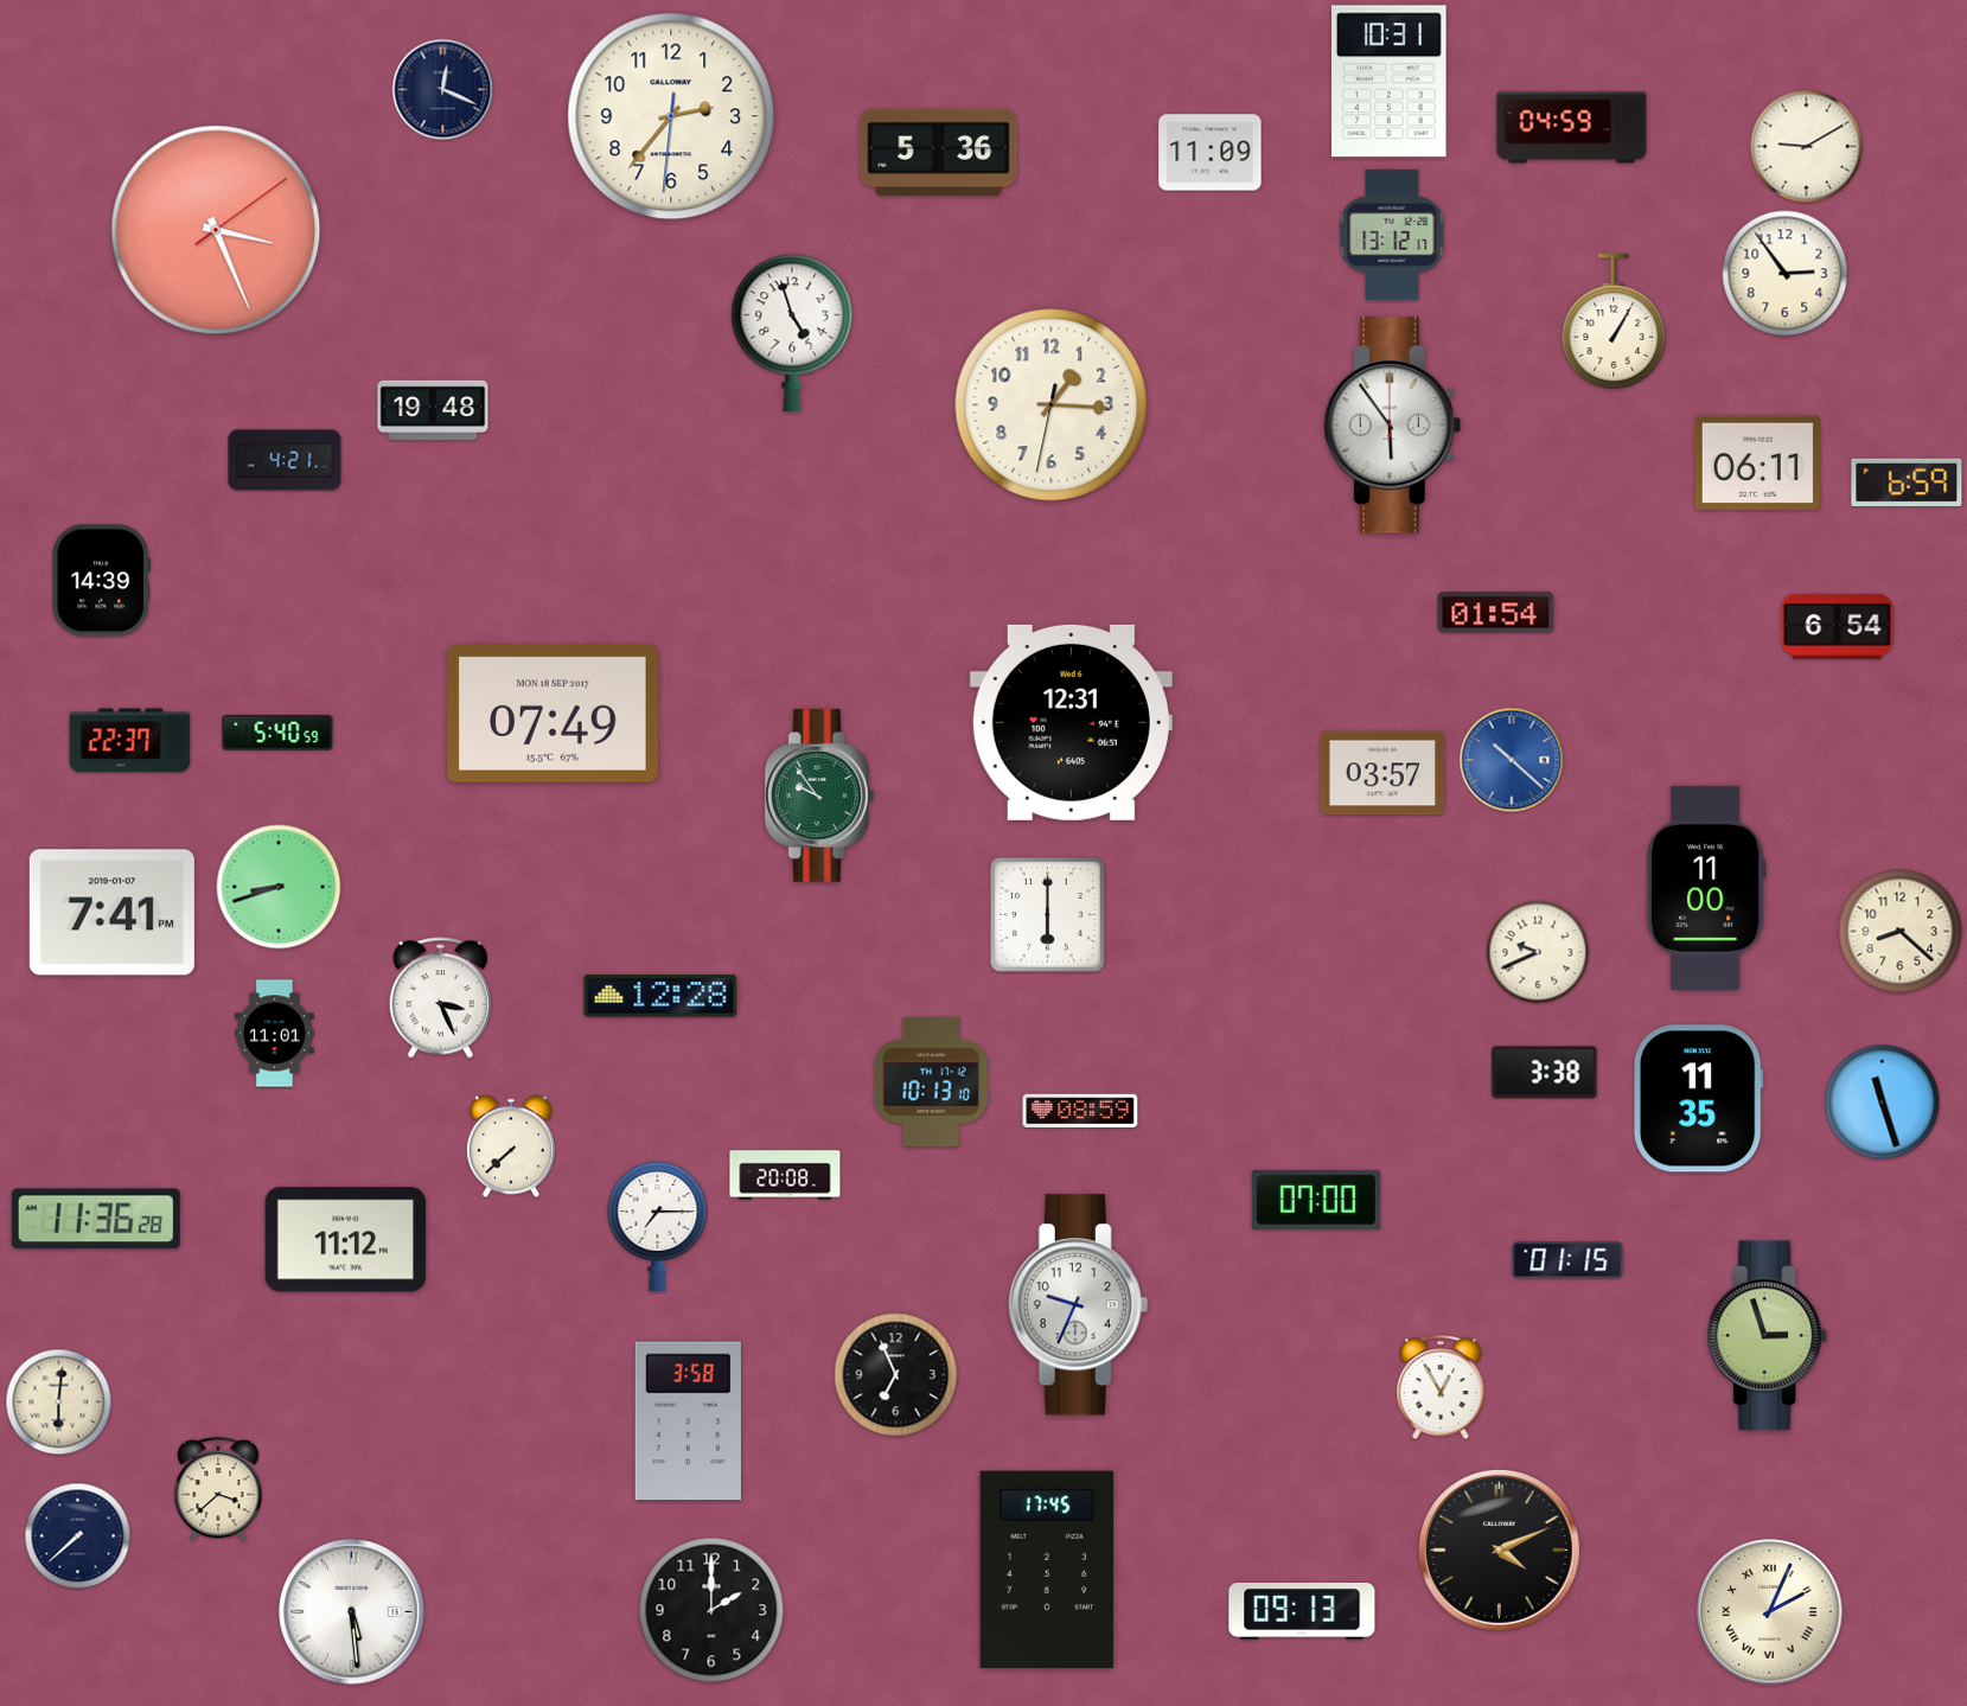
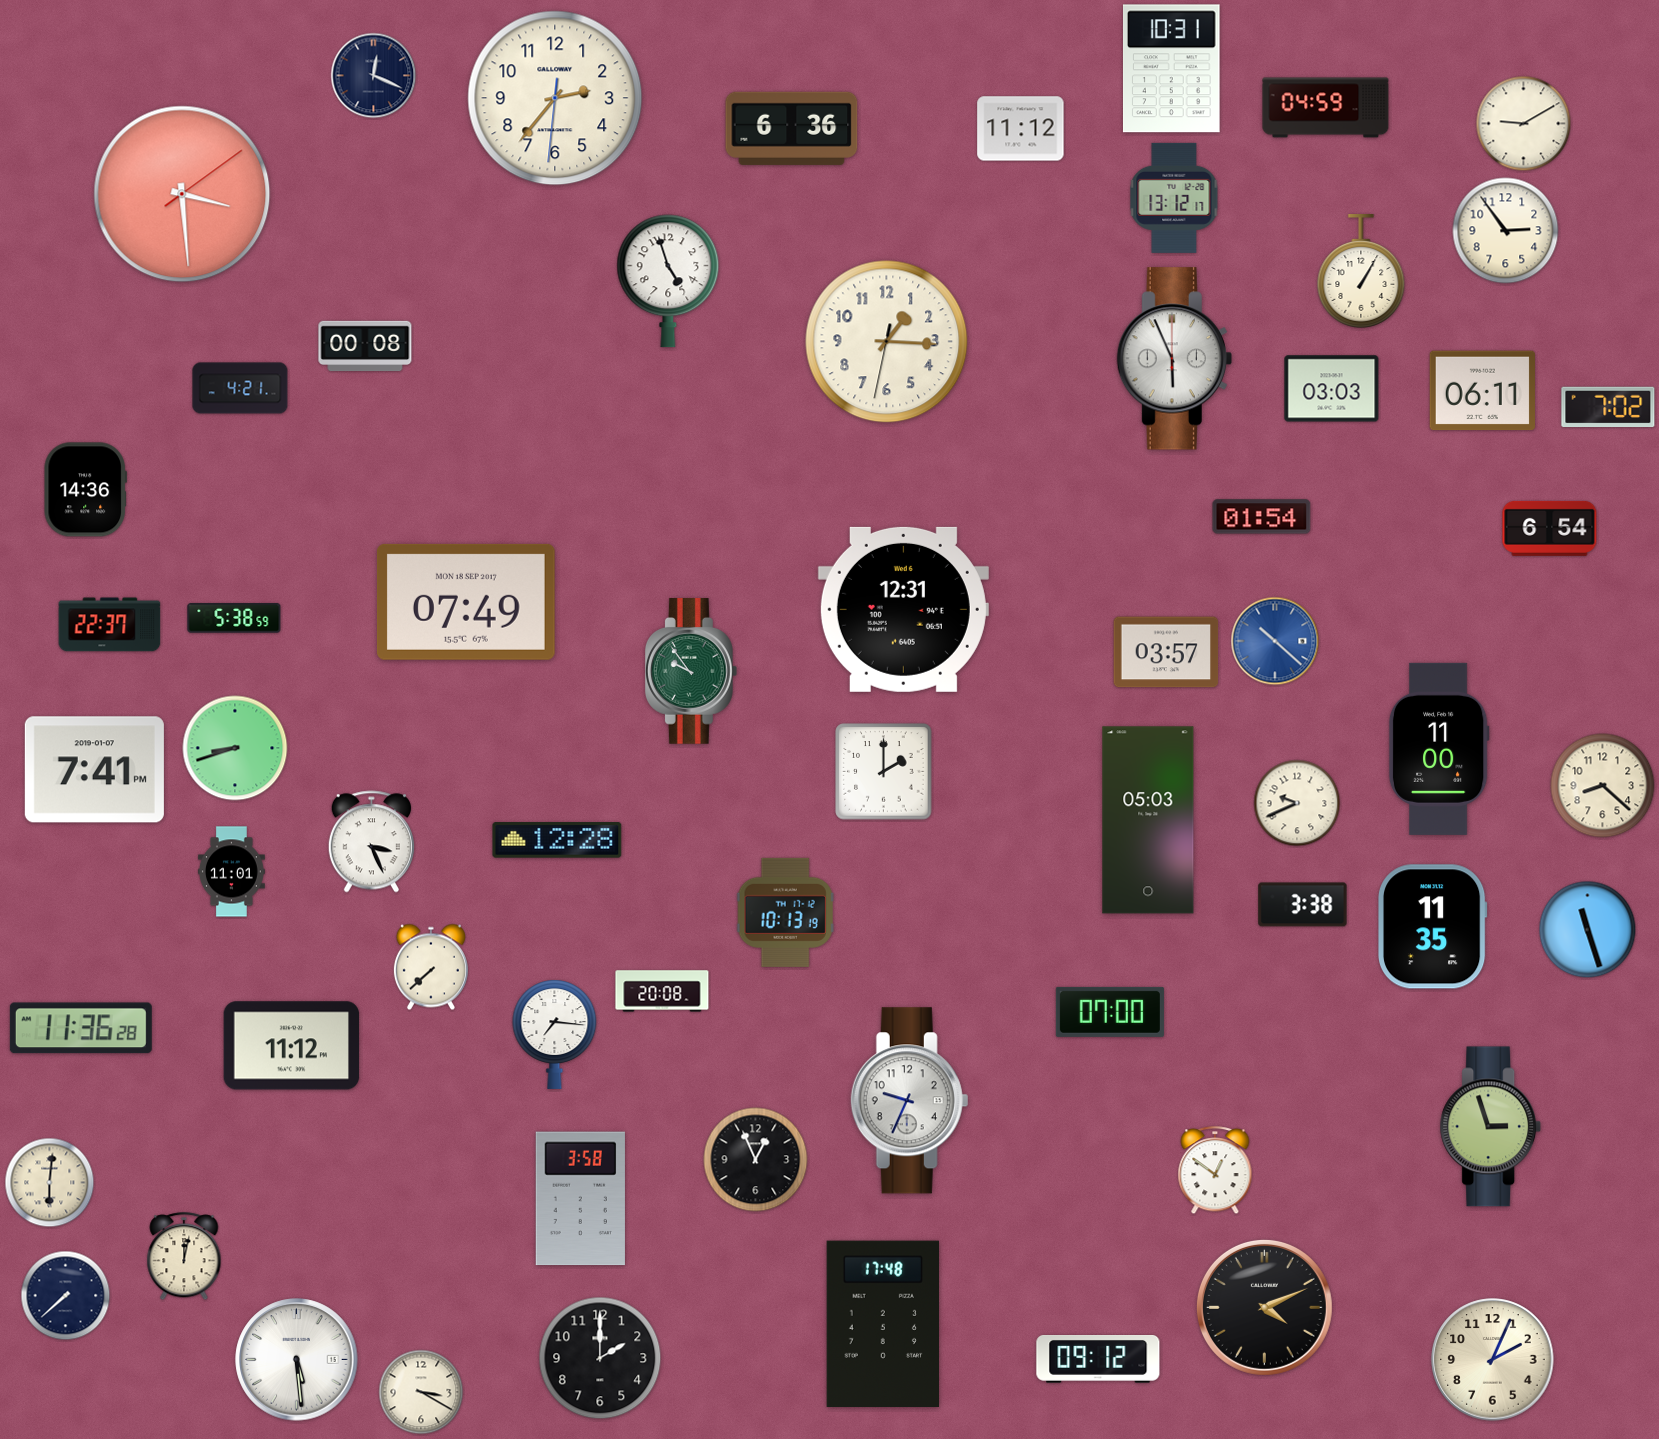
clock at (671, 116) position: (671, 116) -> (555, 98)
clock at (939, 152): 5:36 -> 6:36
clock at (1211, 153): 11:09 -> 11:12
clock at (216, 230): 3:26 -> 3:29
clock at (433, 410): 19:48 -> 00:08
clock at (1392, 426): 5:54 -> 5:56
clock at (1332, 389): none -> 03:03
clock at (1907, 483): 6:59 -> 7:02
clock at (101, 581): 14:39 -> 14:36
clock at (277, 733): 5:40 -> 5:38
clock at (1048, 915): 6:00 -> 2:00
clock at (1148, 820): none -> 05:03
clock at (931, 1081): 10:13:10 -> 10:13:19
clock at (1080, 1110): 08:59 -> none
clock at (658, 1226): 7:15 -> 7:16
clock at (1567, 1260): 01:15 -> none
clock at (896, 1375): 6:56 -> 12:56
clock at (1441, 1388): 12:55 -> 12:51
clock at (218, 1490): 3:38 -> 12:02
clock at (1046, 1568): 17:45 -> 17:48
clock at (1302, 1612): 09:13 -> 09:12
clock at (1770, 1612) numerals: Roman -> Arabic
clock at (421, 1392): none -> 3:20
